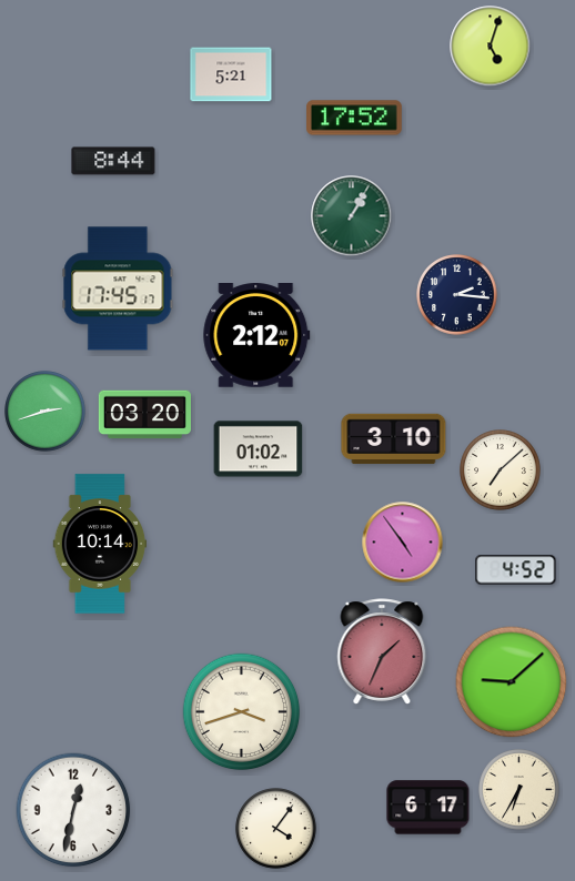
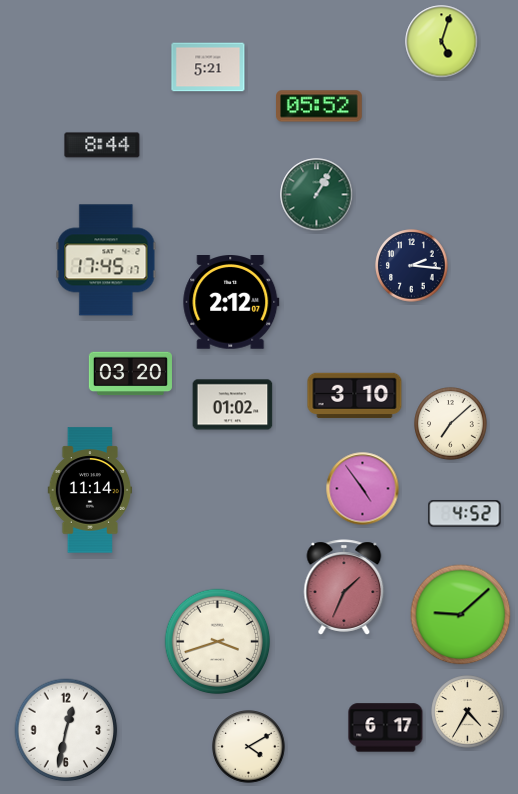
clock at (355, 118): 17:52 -> 05:52
clock at (46, 412): 2:42 -> none
clock at (100, 544): 10:14 -> 11:14
clock at (519, 790): 6:35 -> 4:35
clock at (276, 829): 4:06 -> 4:10
